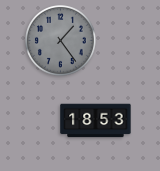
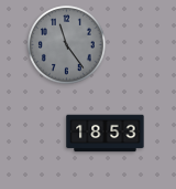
clock at (61, 41): 1:24 -> 11:24
